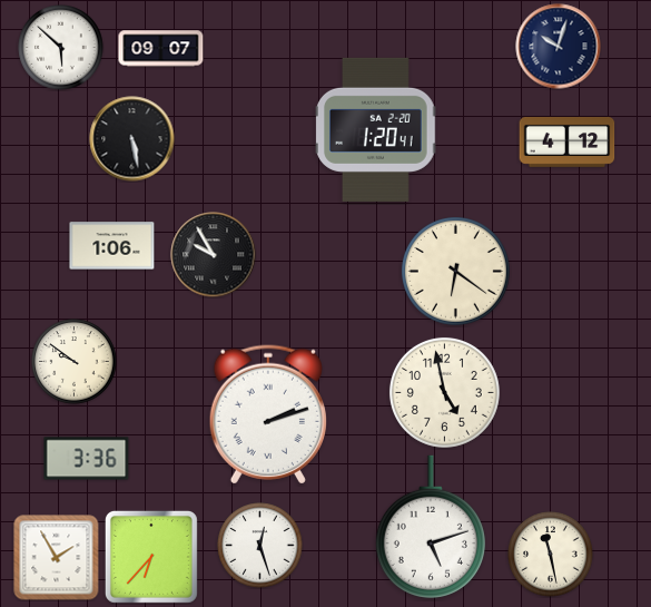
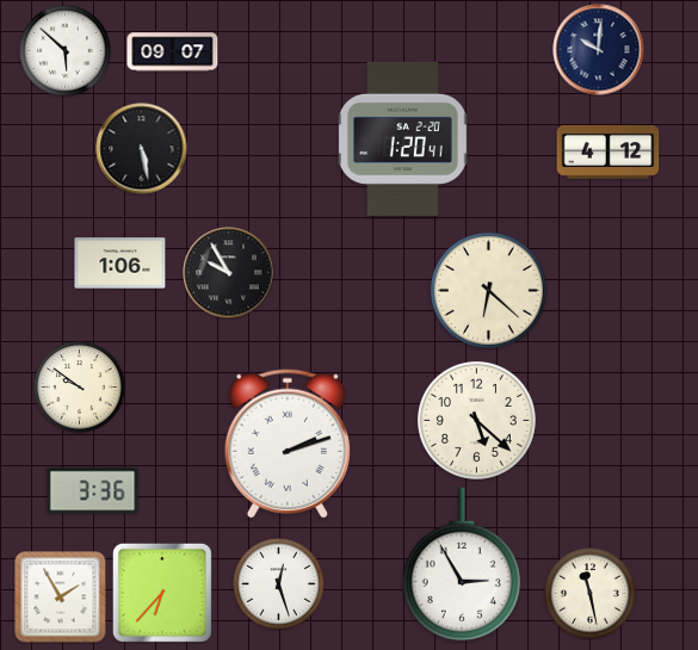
clock at (559, 47): 10:03 -> 10:01
clock at (455, 271): 6:21 -> 6:22
clock at (444, 392): 4:58 -> 5:22
clock at (431, 527): 5:12 -> 2:55
clock at (151, 557) position: (151, 557) -> (162, 593)
